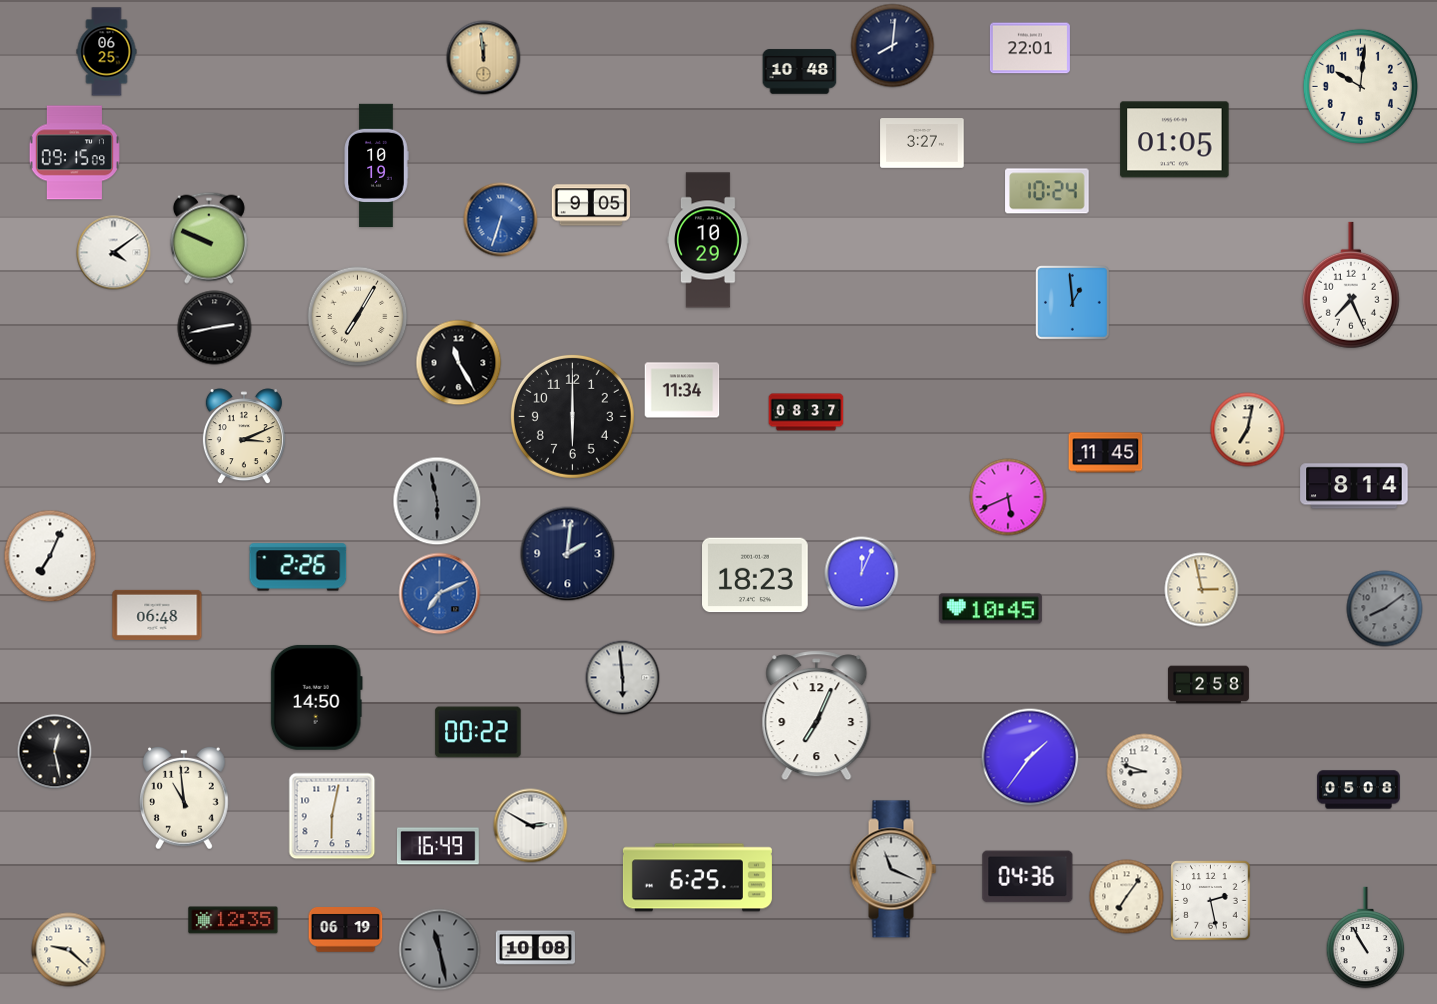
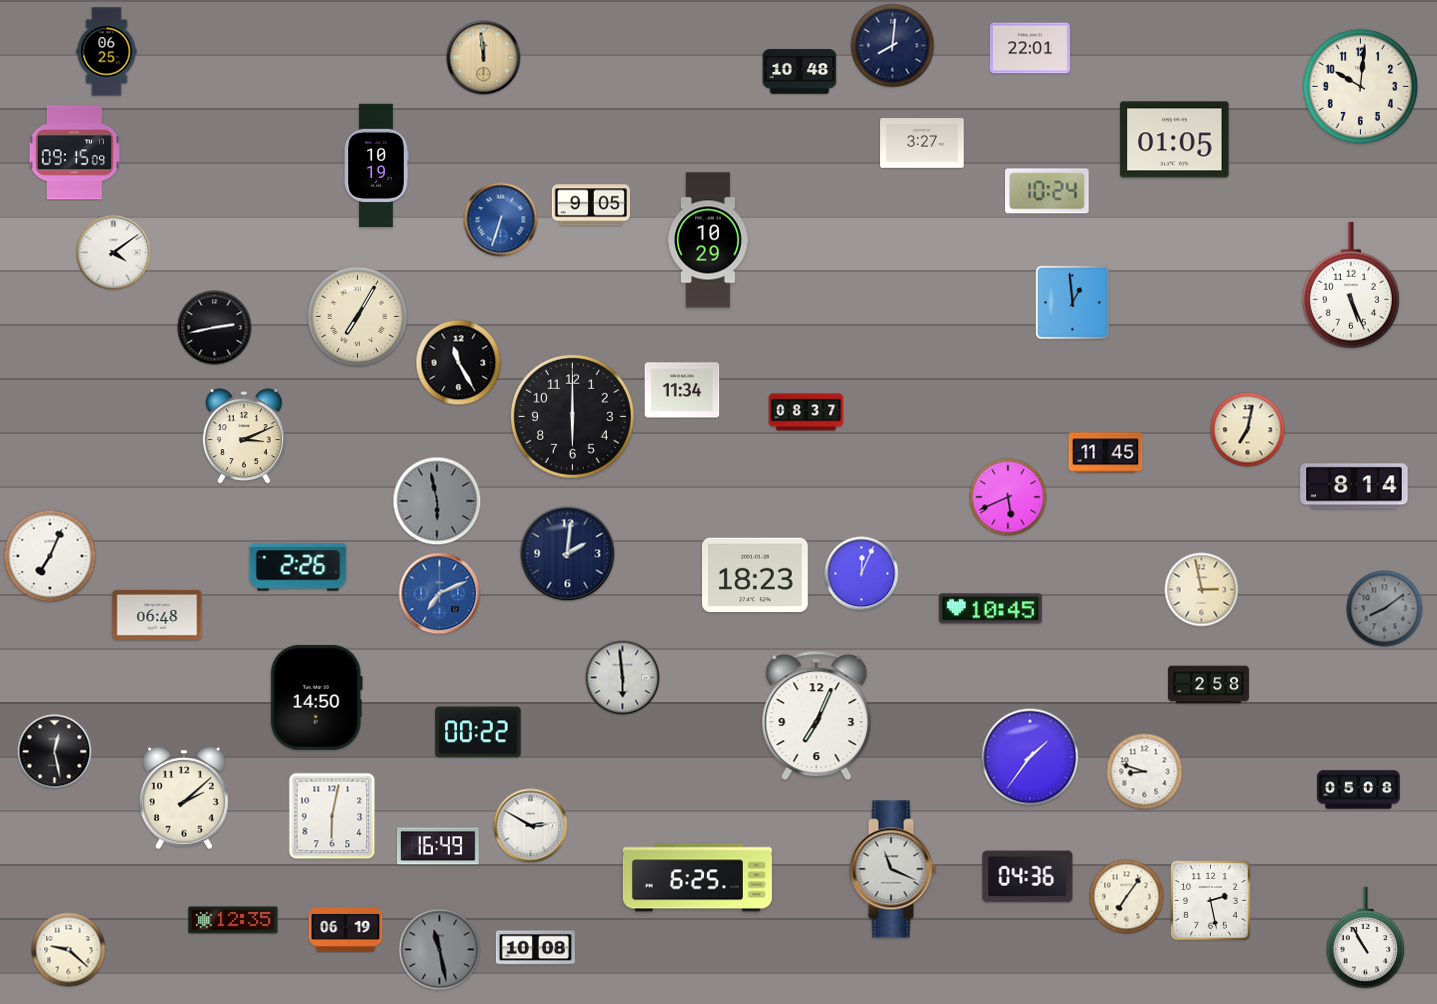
clock at (209, 238): 9:49 -> none
clock at (1351, 285): 7:26 -> 5:26
clock at (185, 798): 10:59 -> 2:08
